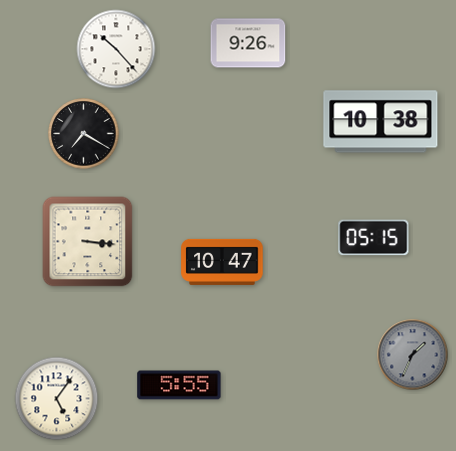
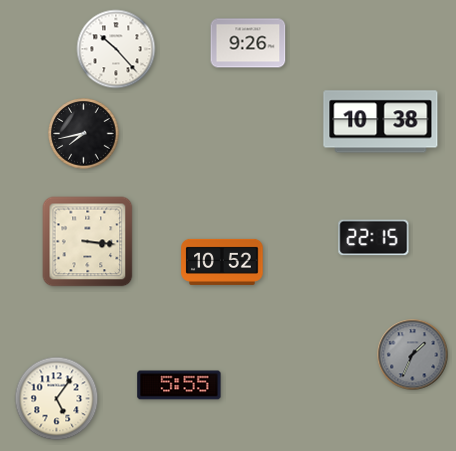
clock at (84, 134): 7:20 -> 7:43
clock at (374, 238): 05:15 -> 22:15
clock at (222, 262): 10:47 -> 10:52
